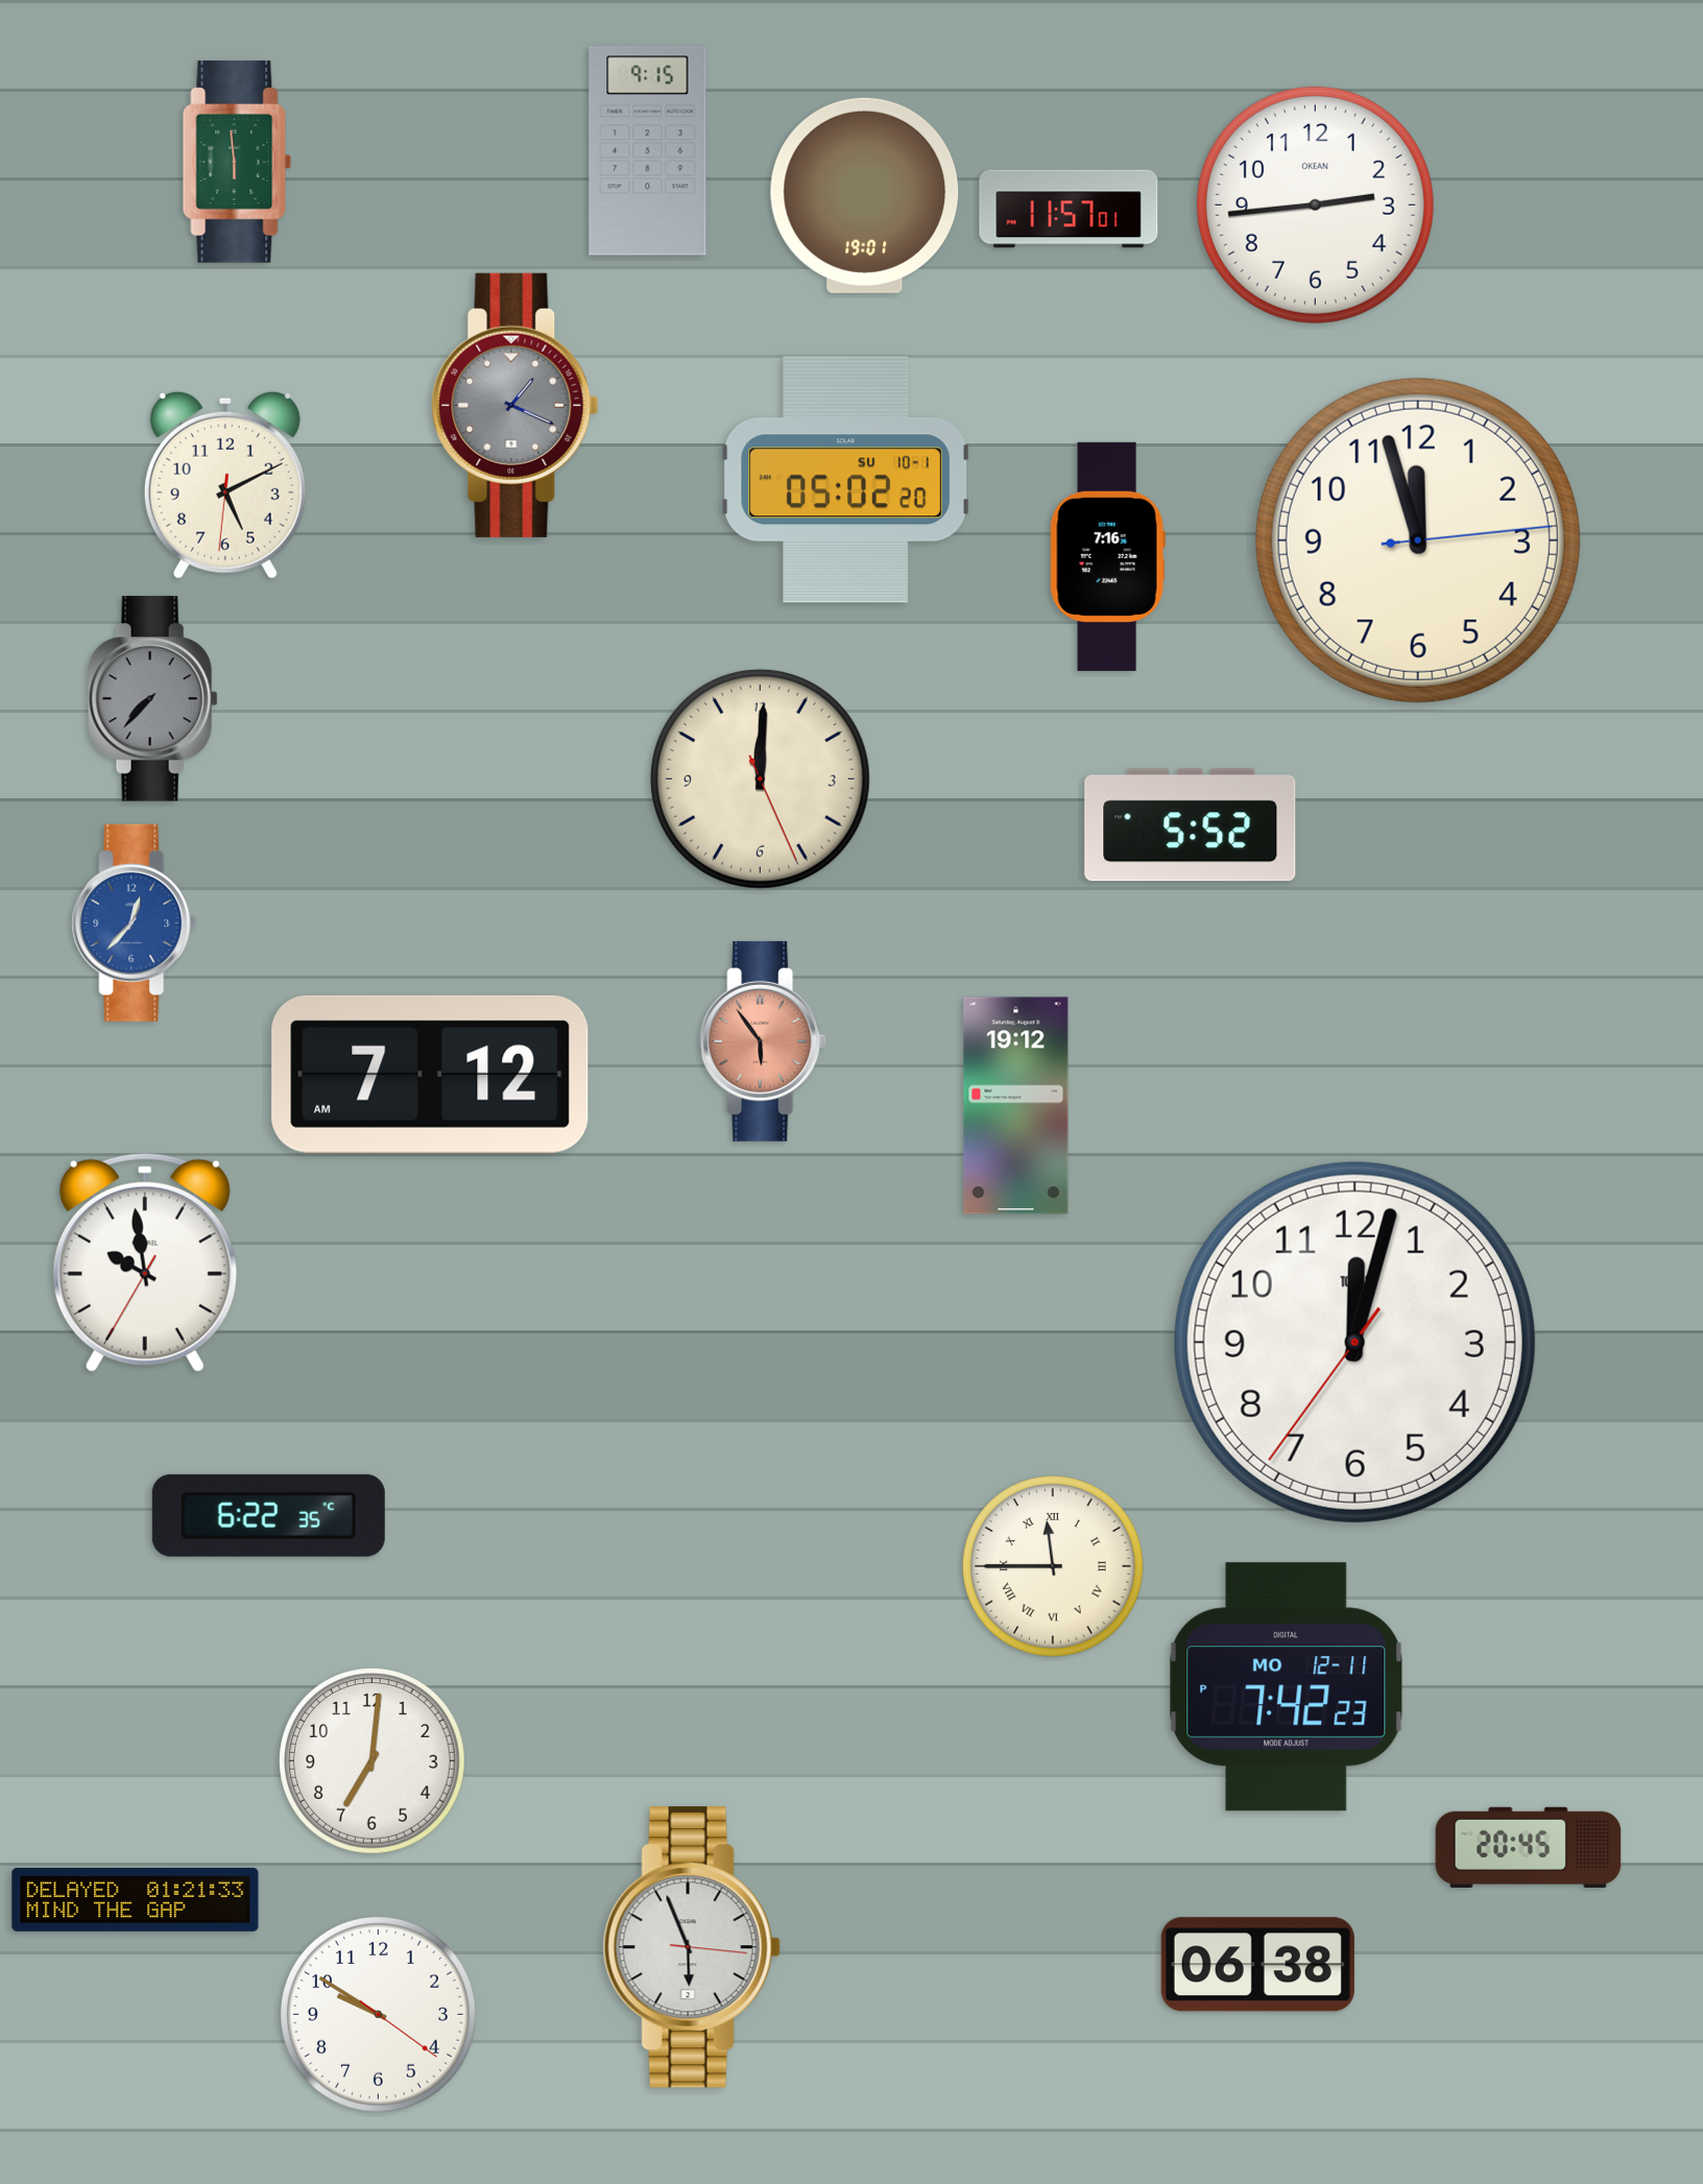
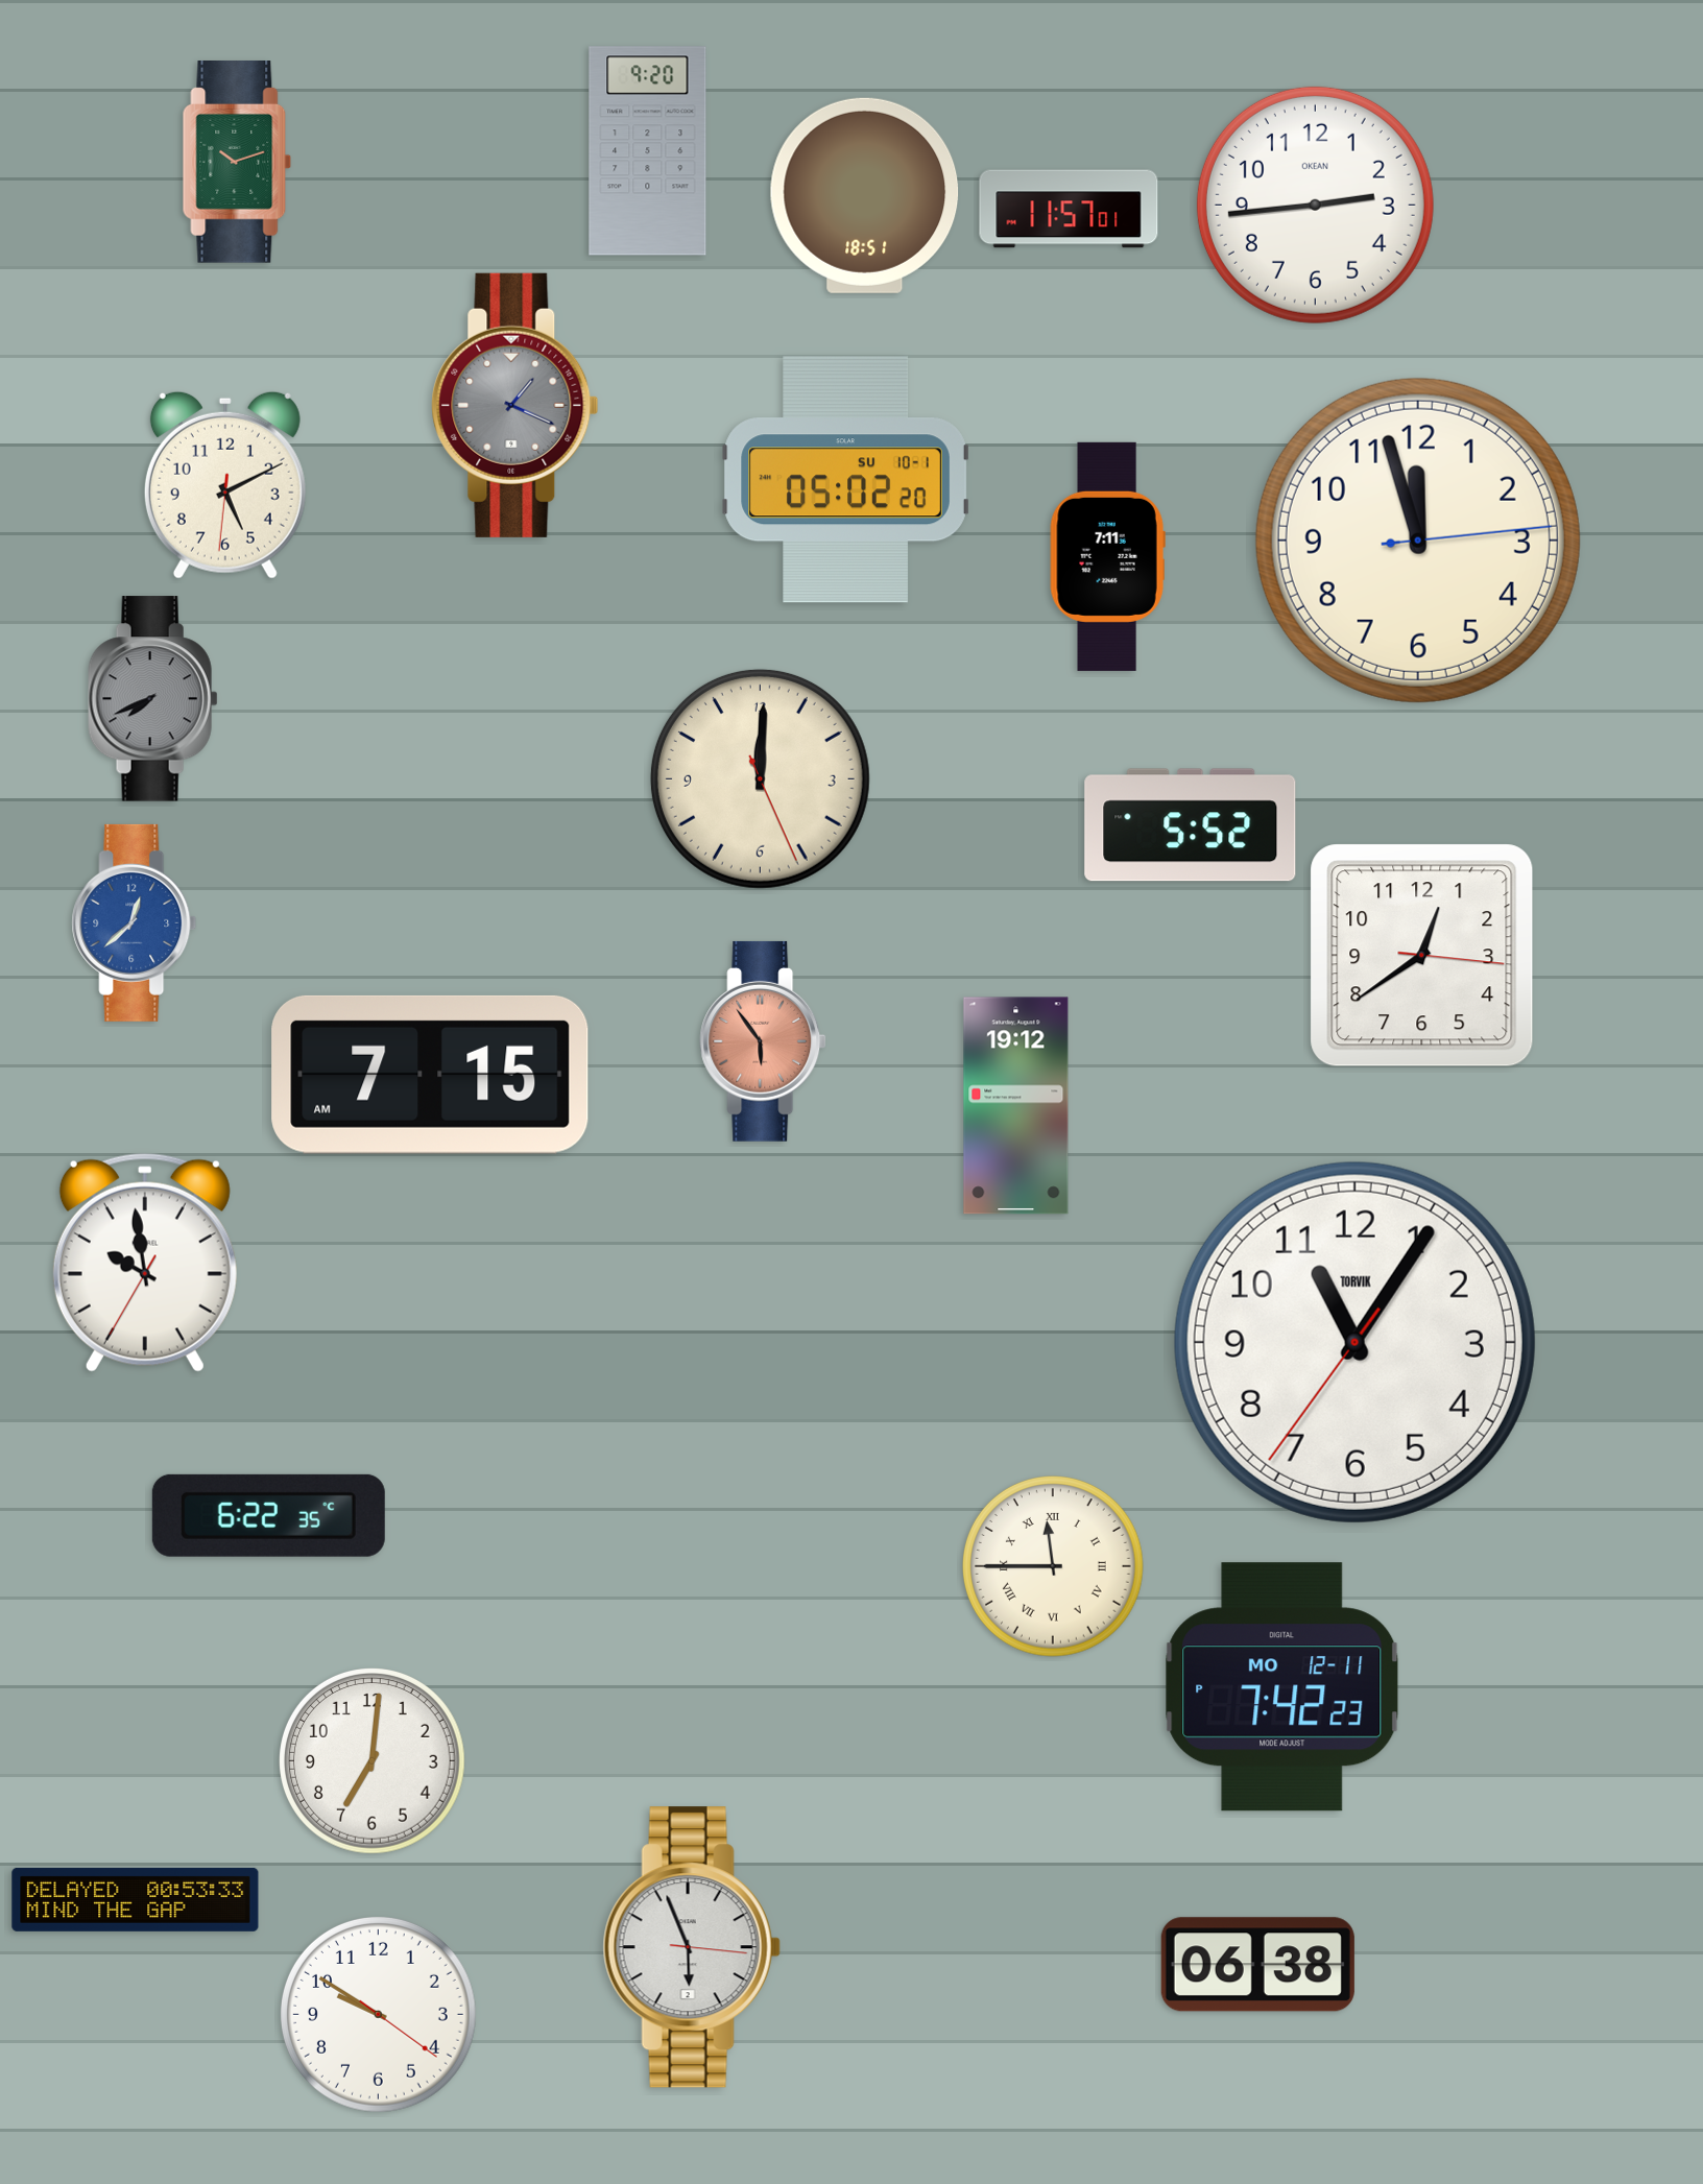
clock at (648, 151): 9:15 -> 9:20
clock at (237, 163): 5:59 -> 10:12
clock at (865, 195): 19:01 -> 18:51
clock at (1107, 556): 7:16 -> 7:11
clock at (153, 699): 7:37 -> 7:41
clock at (135, 922): 12:37 -> 12:38
clock at (1422, 956): none -> 12:39
clock at (430, 1075): 7:12 -> 7:15
clock at (1354, 1342): 12:02 -> 11:05
clock at (1287, 1687) position: (1287, 1687) -> (1282, 1687)
clock at (1529, 1847): 20:45 -> none
clock at (136, 1899): 01:21 -> 00:53
